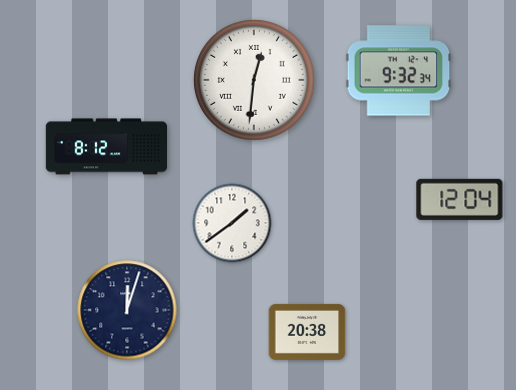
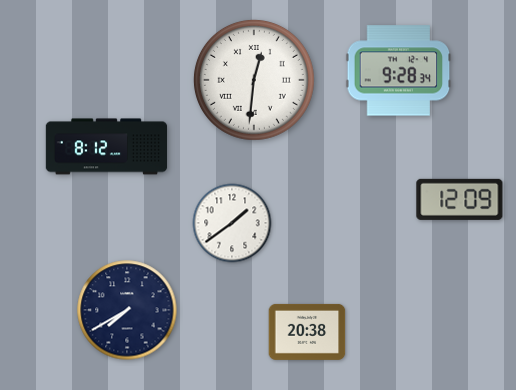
clock at (399, 71): 9:32 -> 9:28
clock at (460, 199): 12:04 -> 12:09
clock at (127, 310): 12:03 -> 7:40
